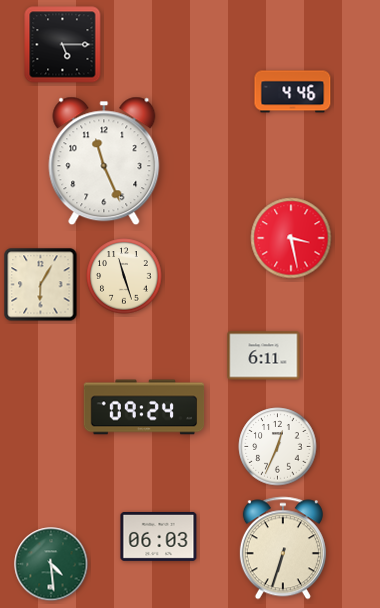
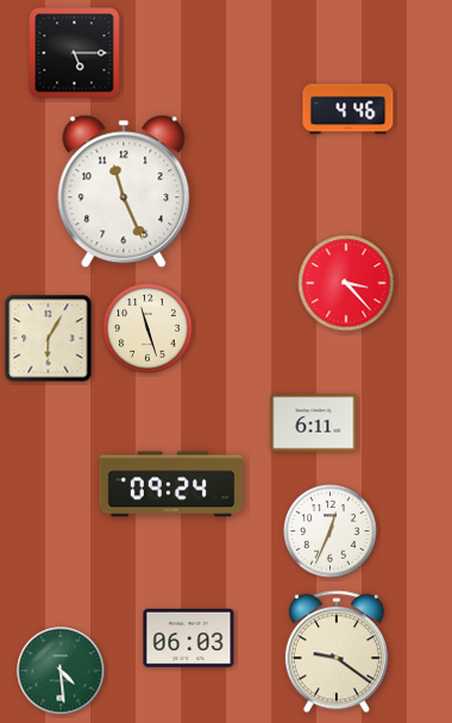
clock at (291, 238): 3:28 -> 3:23
clock at (283, 548): 6:33 -> 9:21
